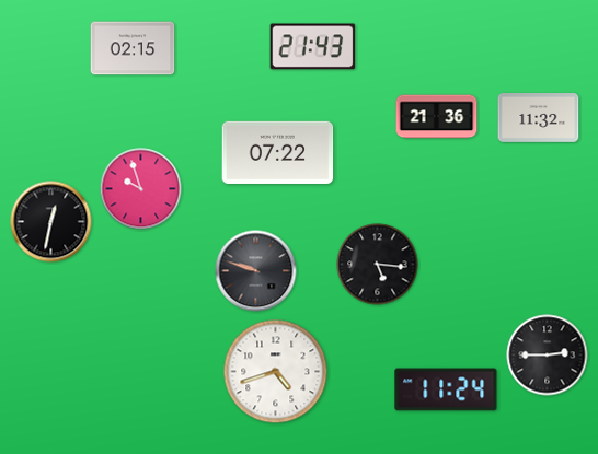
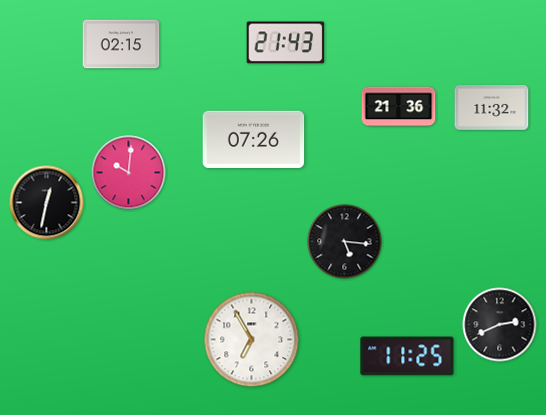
clock at (278, 152): 07:22 -> 07:26
clock at (141, 189): 9:57 -> 10:01
clock at (256, 271): 9:48 -> none
clock at (548, 356): 2:45 -> 2:41
clock at (276, 372): 4:42 -> 6:55
clock at (446, 389): 11:24 -> 11:25
